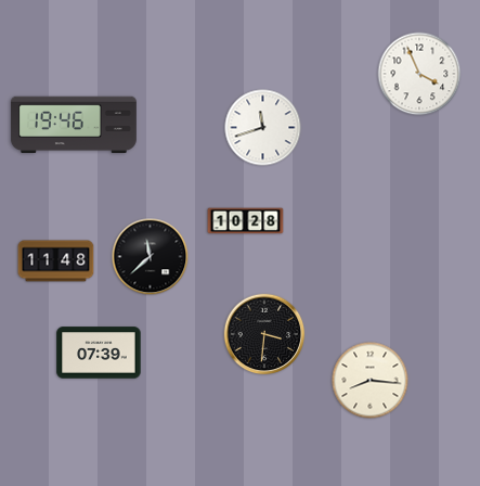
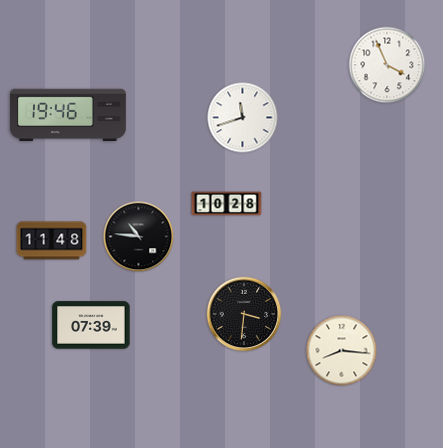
clock at (419, 74) position: (419, 74) -> (387, 65)
clock at (151, 257): 11:38 -> 10:46
clock at (264, 334) position: (264, 334) -> (244, 314)
